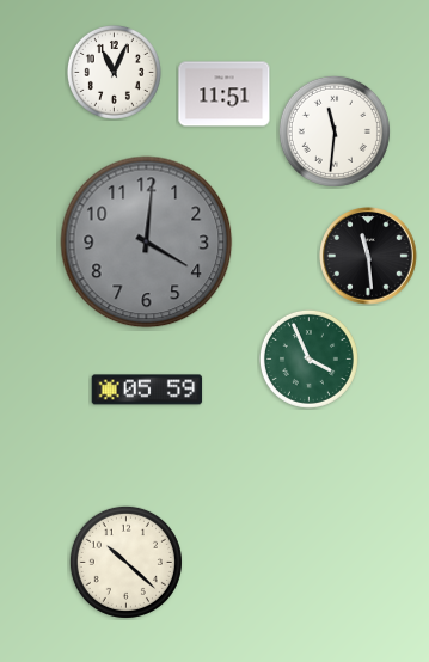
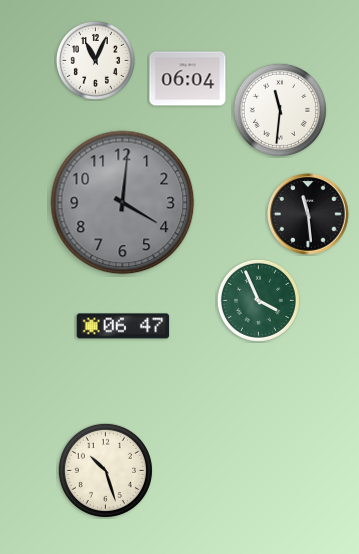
clock at (225, 94): 11:51 -> 06:04
clock at (147, 390): 05:59 -> 06:47
clock at (125, 562): 10:22 -> 10:27
